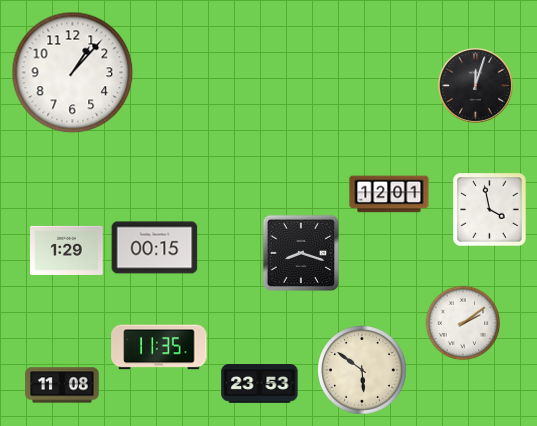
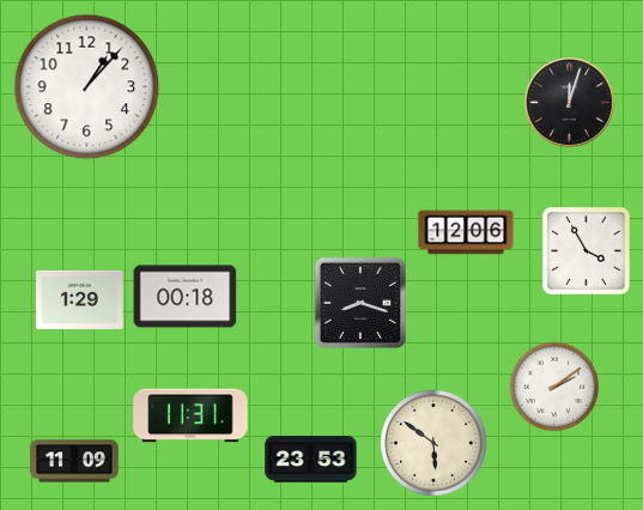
clock at (389, 194): 12:01 -> 12:06
clock at (490, 210): 3:58 -> 3:55
clock at (155, 248): 00:15 -> 00:18
clock at (159, 347): 11:35 -> 11:31
clock at (62, 385): 11:08 -> 11:09
